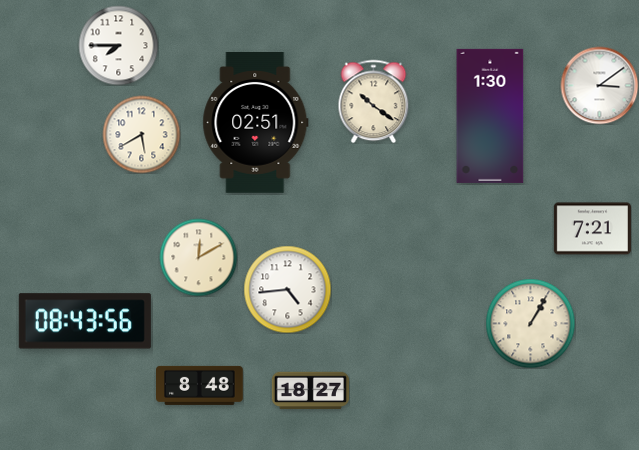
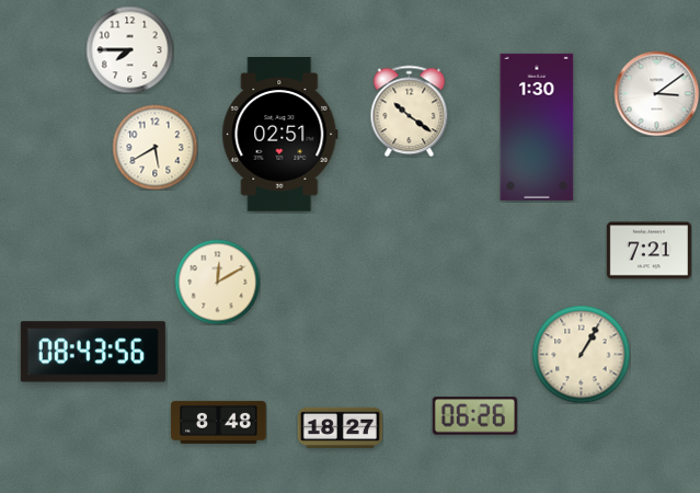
clock at (287, 289): 4:44 -> none
clock at (474, 416): none -> 06:26
